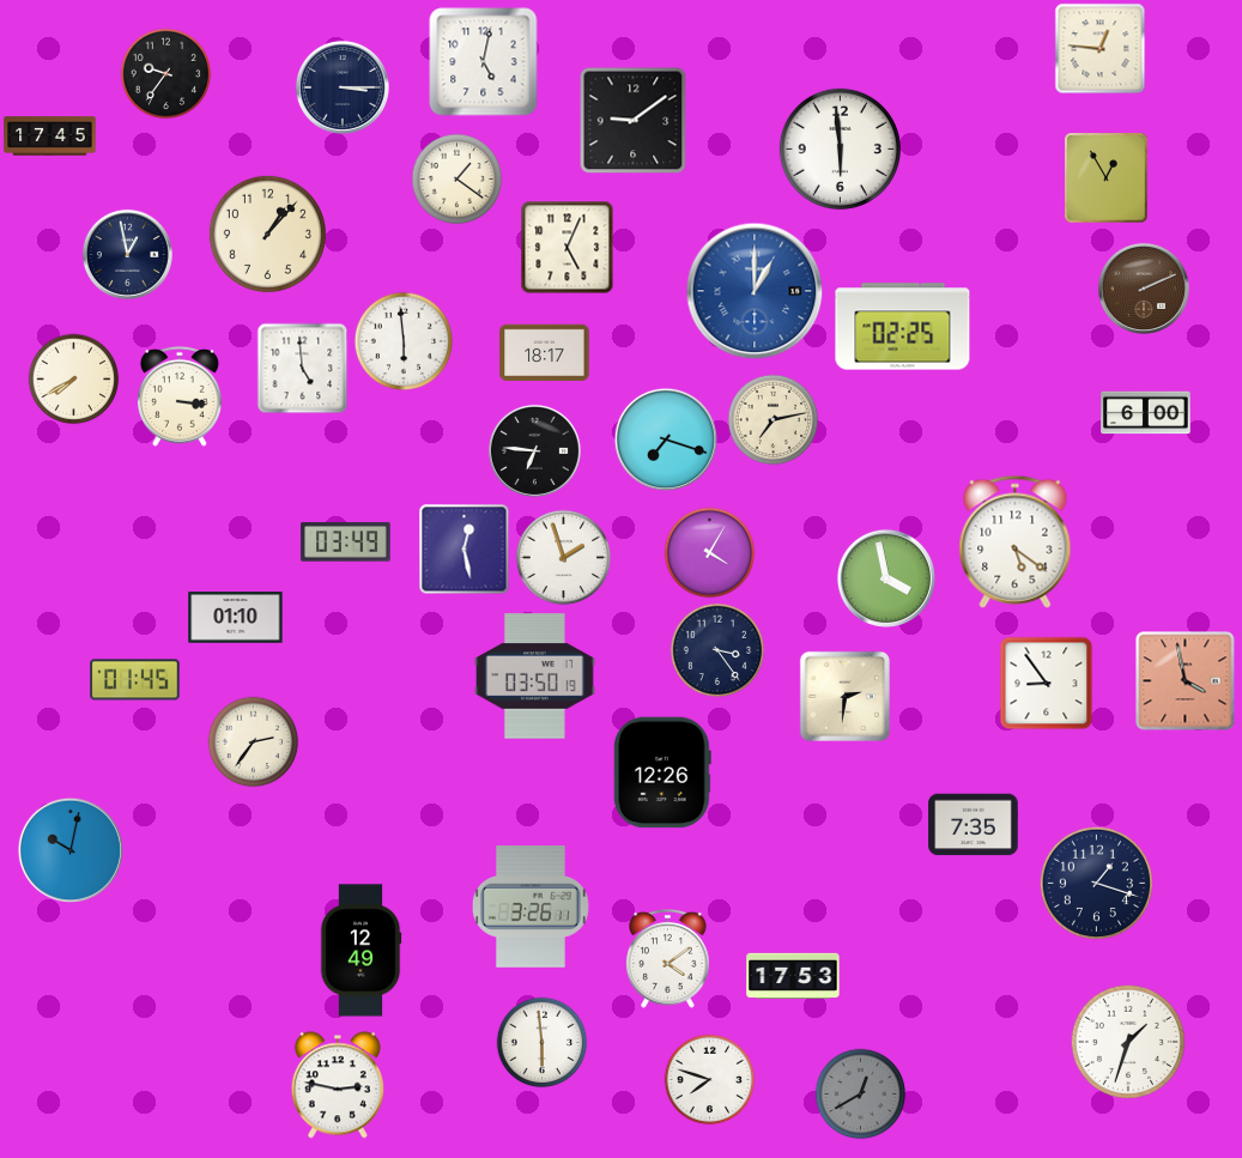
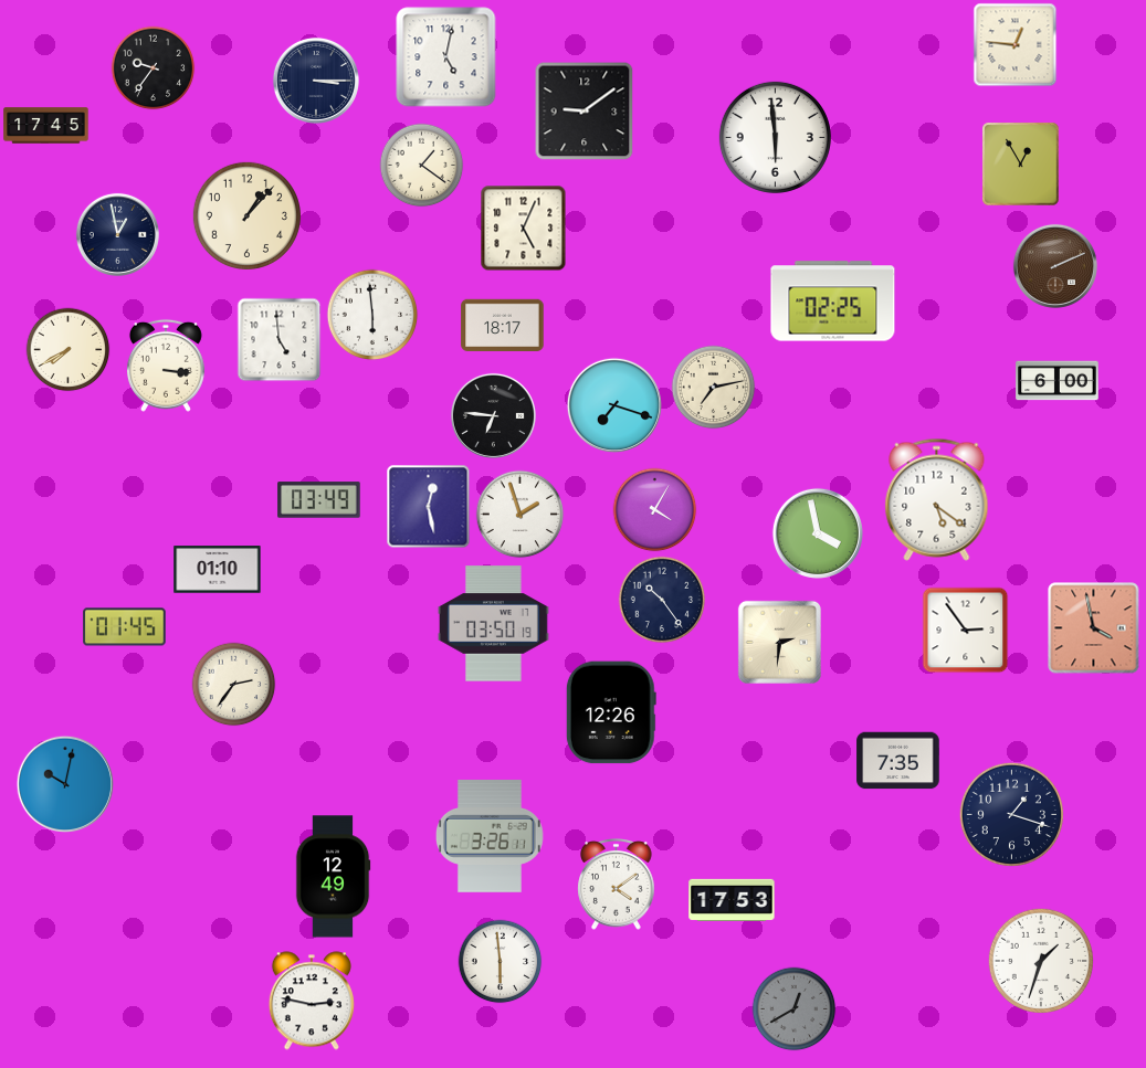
clock at (755, 291): 1:00 -> none
clock at (717, 650): 3:24 -> 10:24
clock at (1047, 684): 8:54 -> 2:54
clock at (710, 1080): 7:48 -> none
